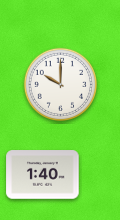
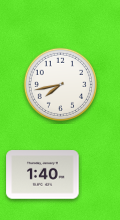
clock at (61, 85): 10:00 -> 7:43
